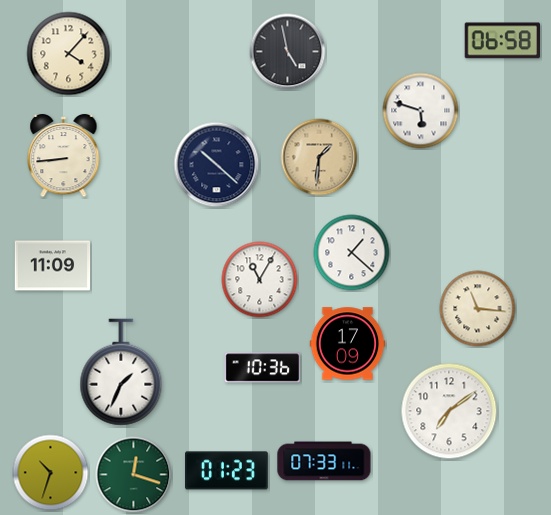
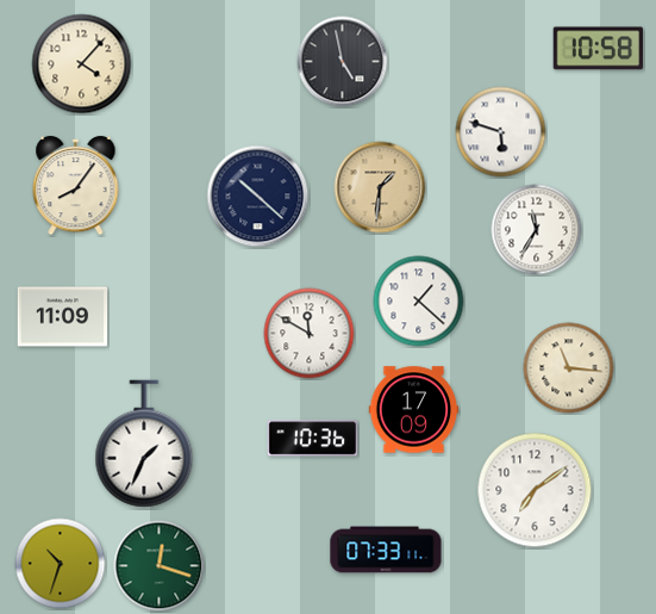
clock at (503, 41): 06:58 -> 10:58
clock at (64, 156): 8:44 -> 8:06
clock at (537, 230): none -> 11:35
clock at (260, 280): 11:05 -> 11:50
clock at (227, 471): 01:23 -> none
